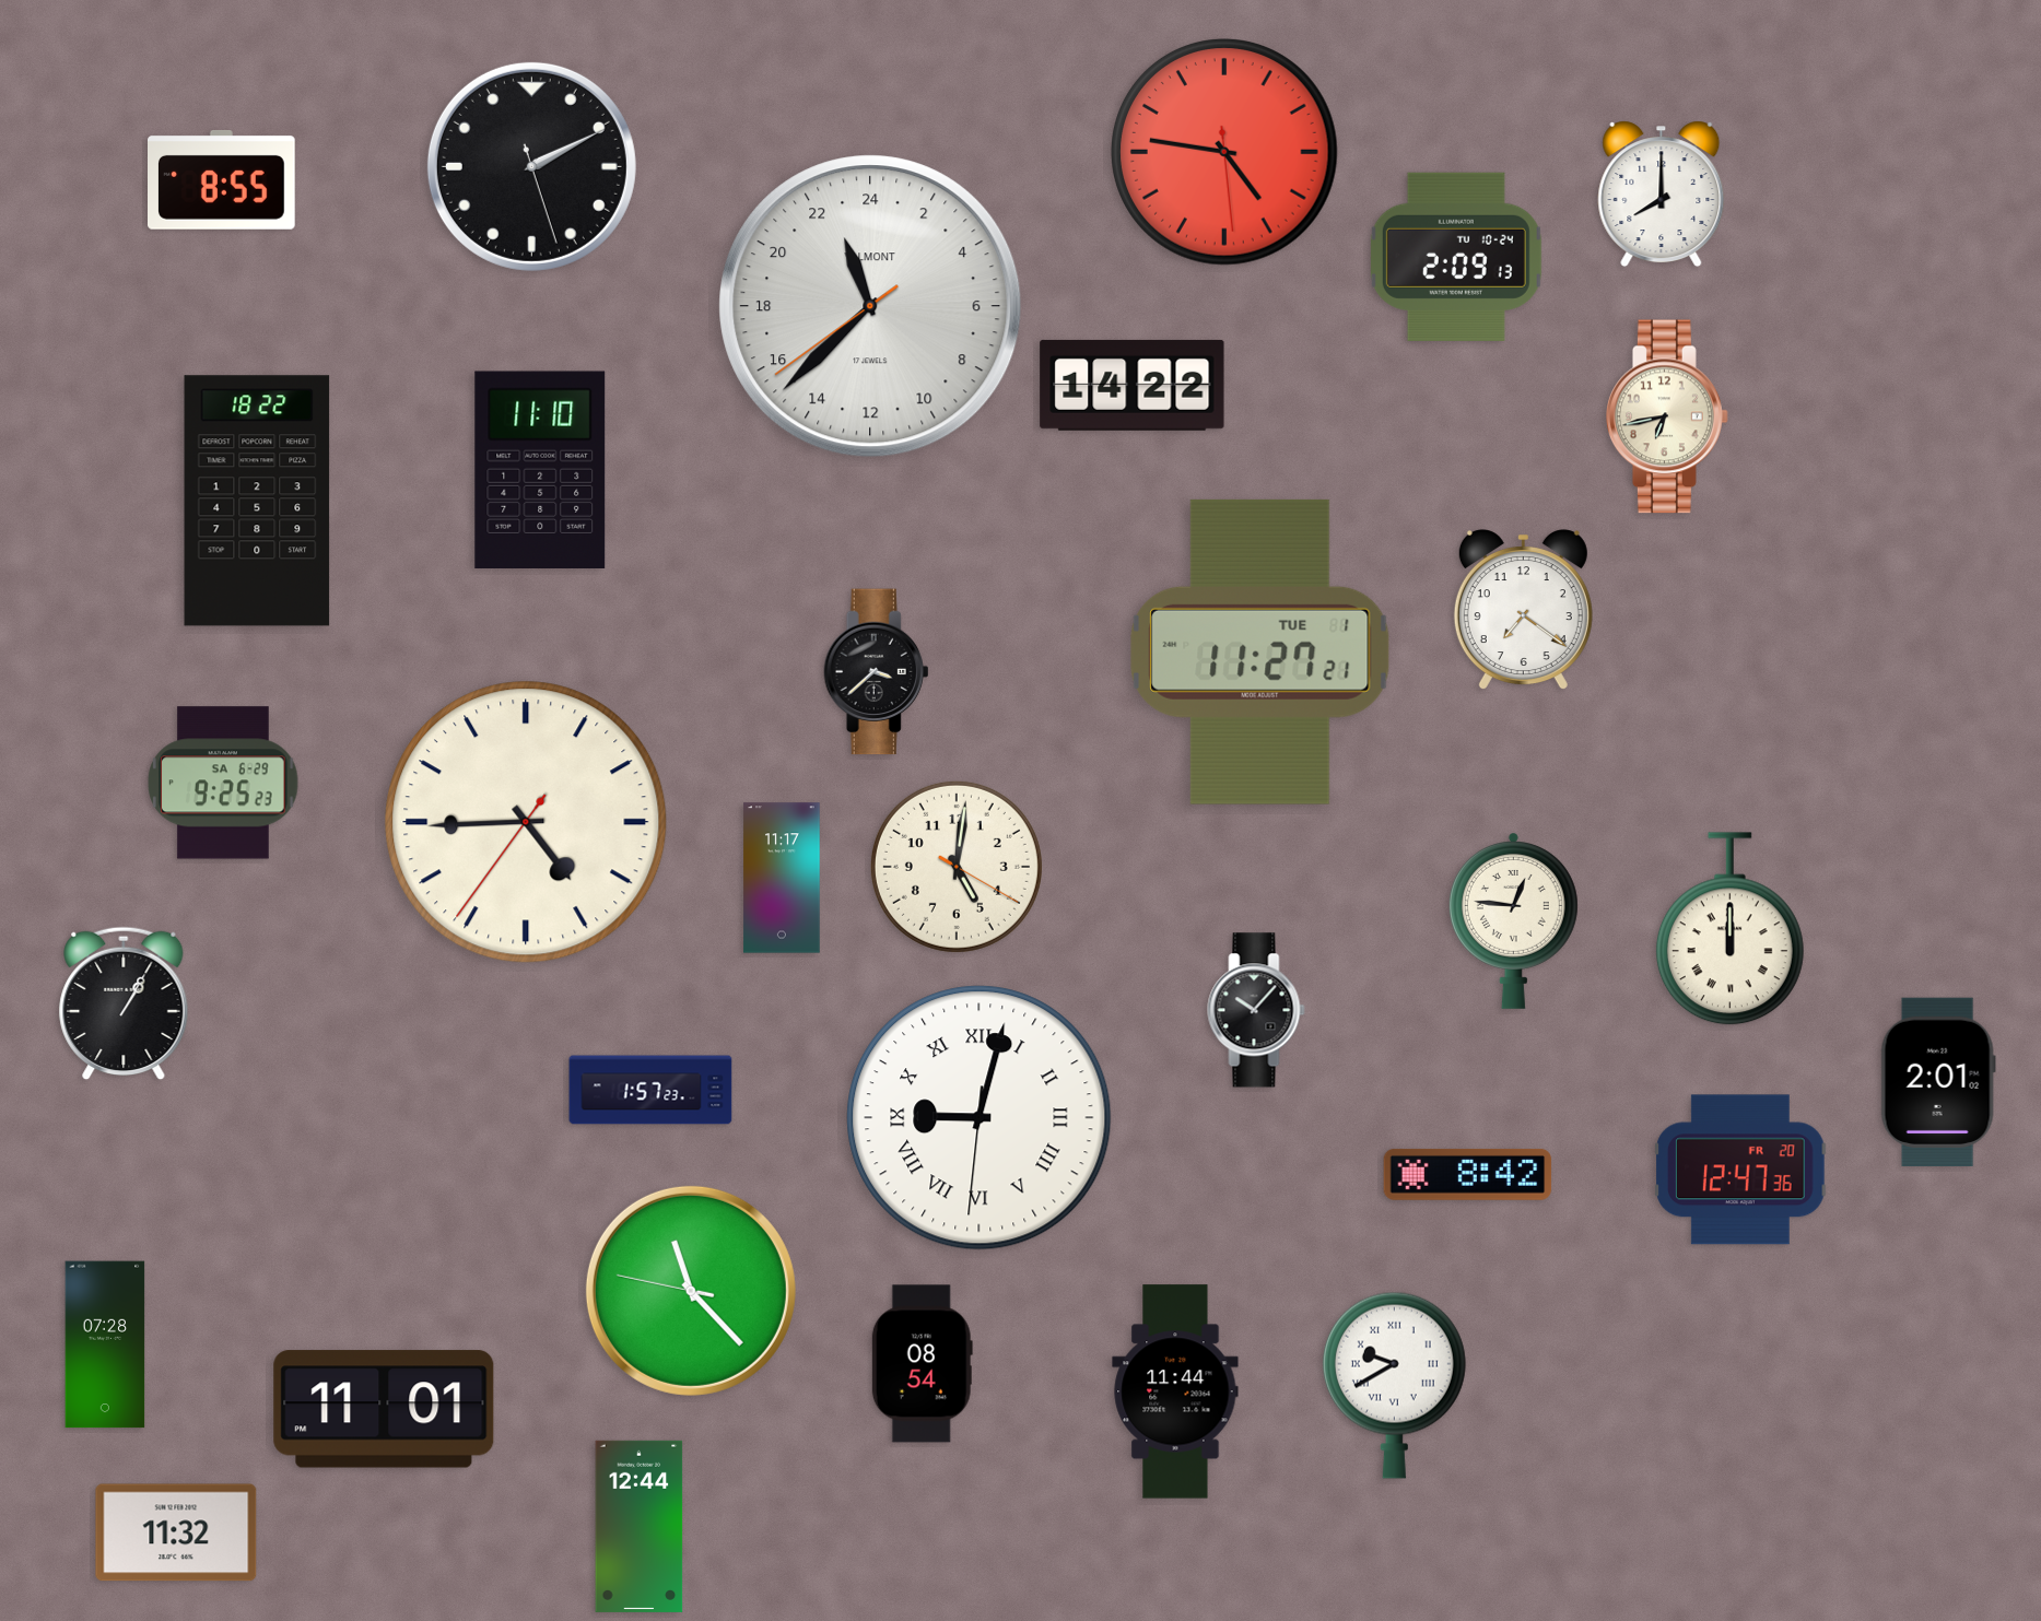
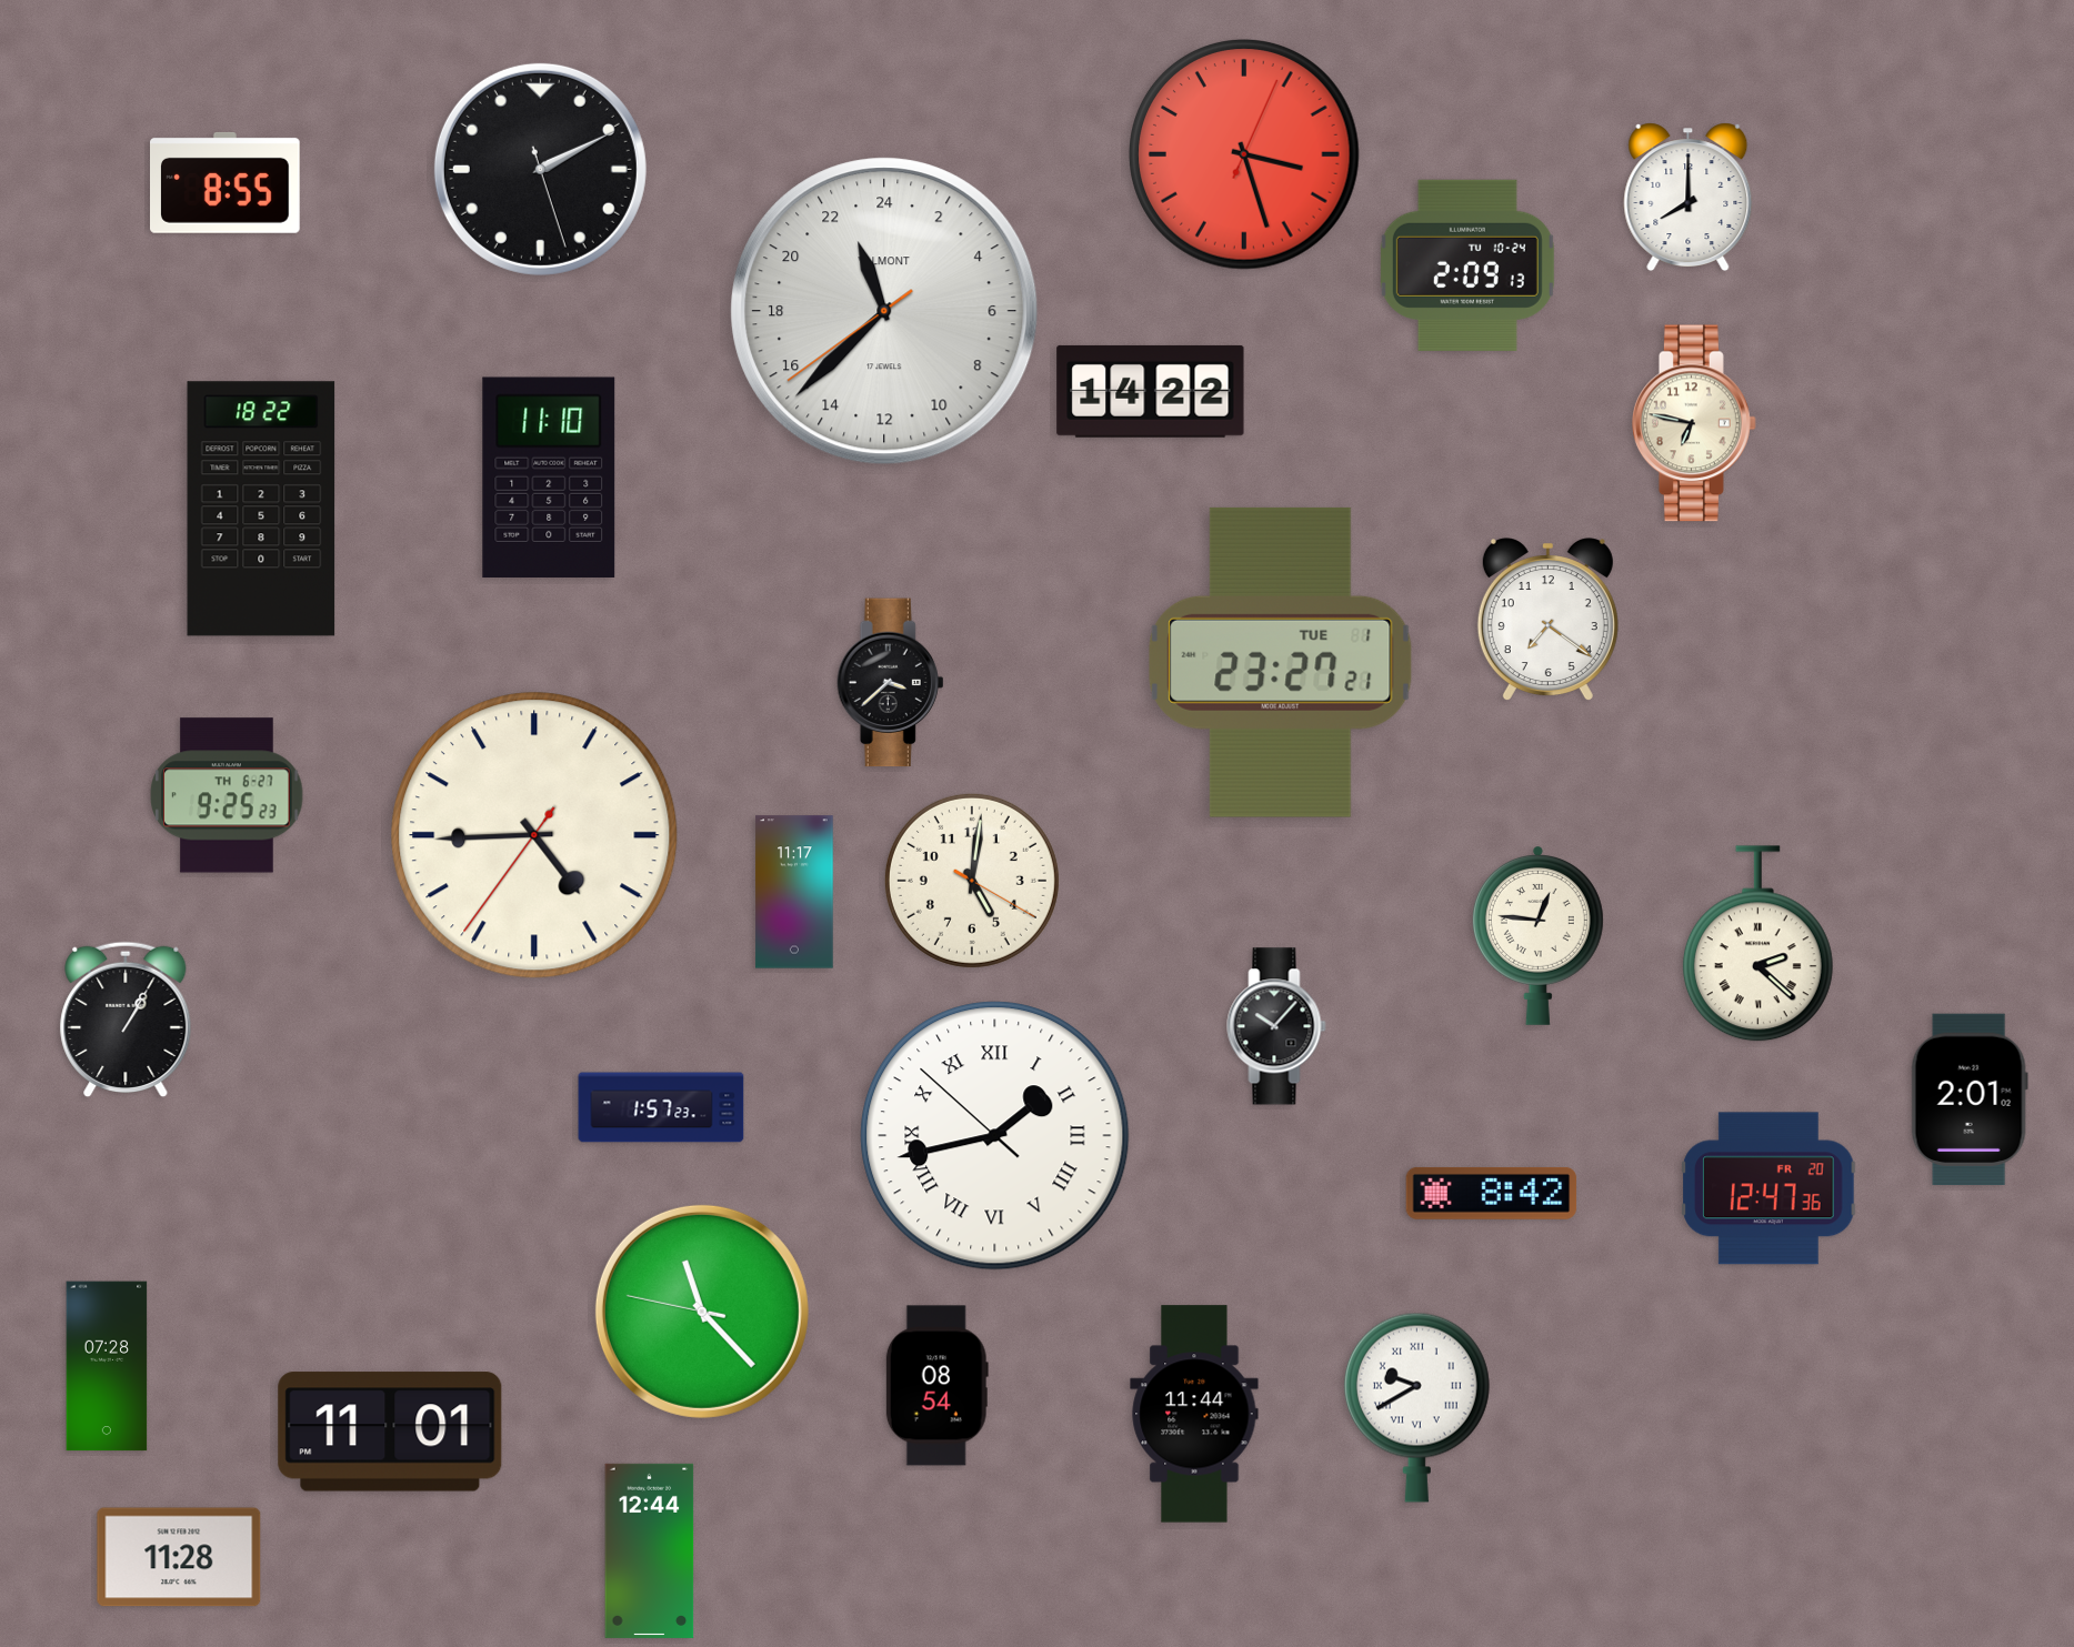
clock at (1225, 153): 4:46 -> 3:27
clock at (1456, 257) position: (1456, 257) -> (1467, 265)
clock at (1668, 416): 6:43 -> 6:47
clock at (1260, 651): 11:27 -> 23:27
clock at (223, 783) date: SA 6-29 -> TH 6-27
clock at (1729, 929): 12:00 -> 2:22
clock at (980, 1118): 9:02 -> 1:42
clock at (176, 1532): 11:32 -> 11:28
